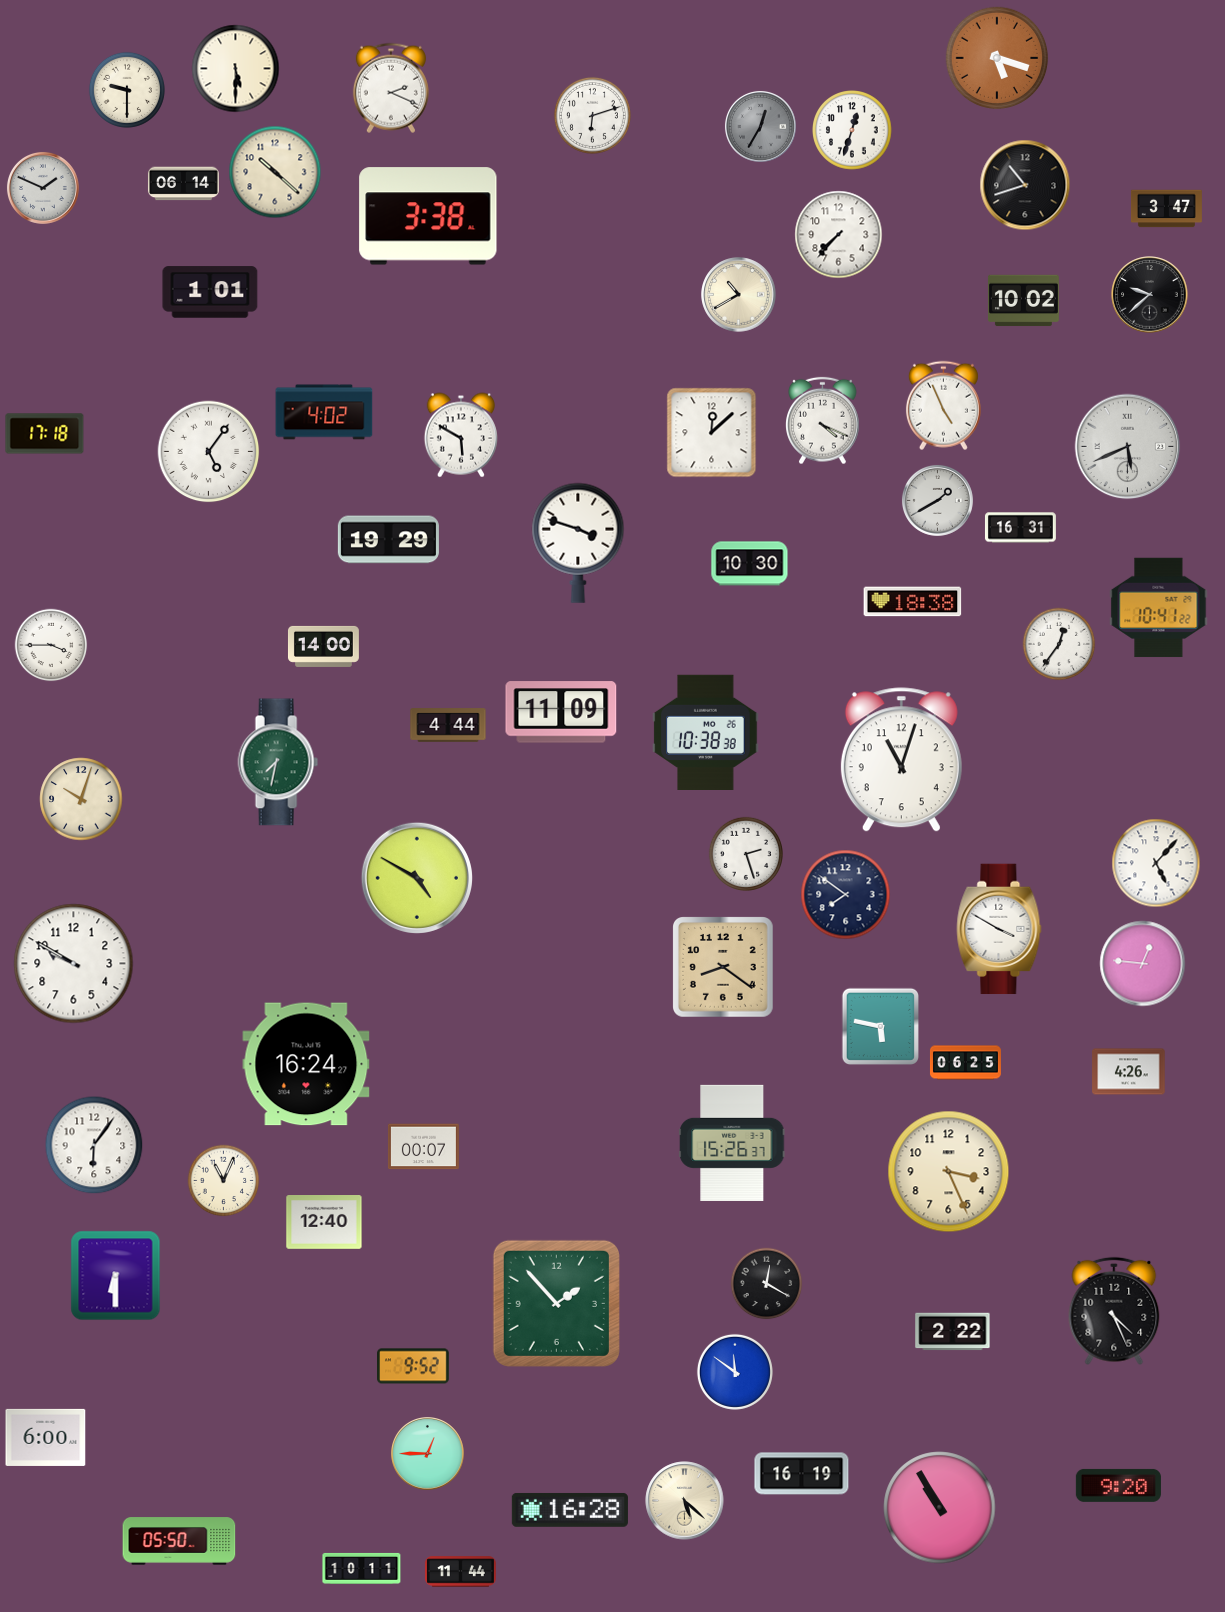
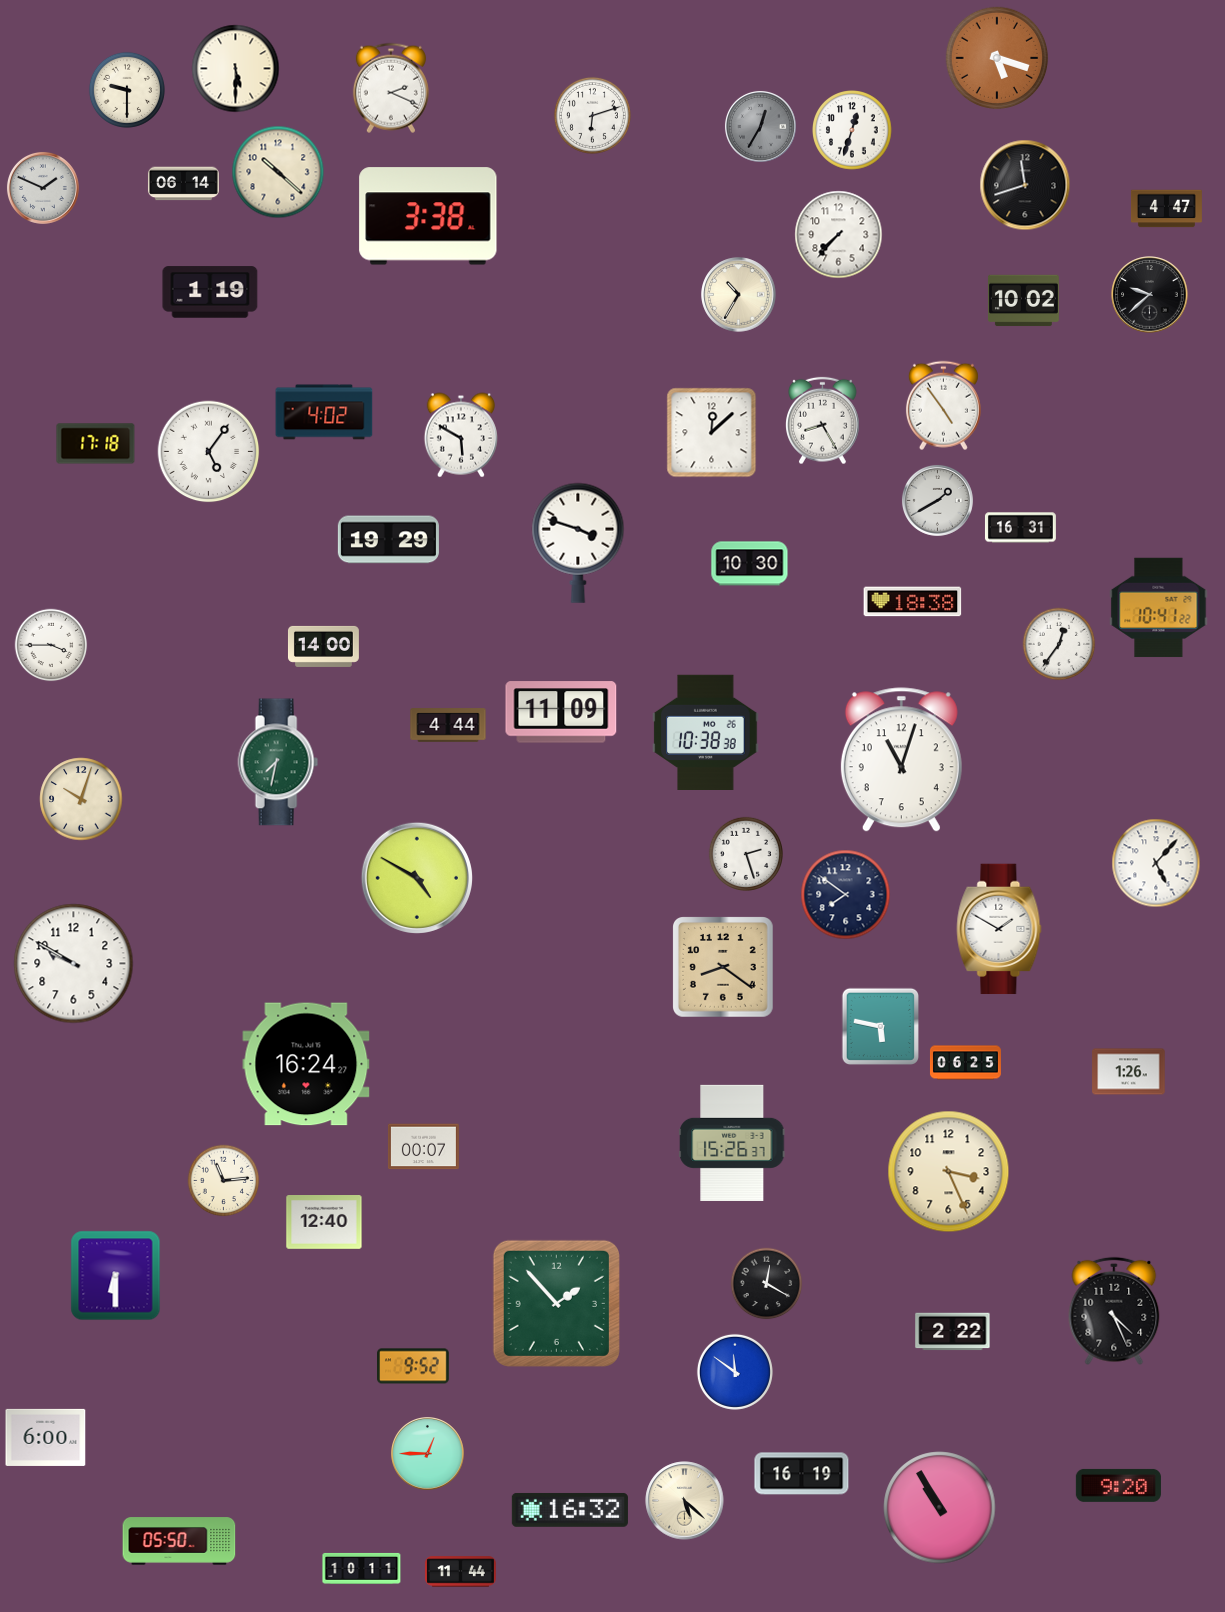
clock at (275, 172) position: (275, 172) -> (278, 172)
clock at (1025, 185): 10:42 -> 11:42
clock at (1166, 209): 3:47 -> 4:47
clock at (210, 292): 1:01 -> 1:19
clock at (739, 295): 10:40 -> 10:35
clock at (943, 406): 4:56 -> 4:54
clock at (823, 421): 4:19 -> 8:25
clock at (45, 434) position: (45, 434) -> (96, 444)
clock at (1128, 447): 5:41 -> none
clock at (999, 929): 3:50 -> 1:50
clock at (1143, 964): 12:46 -> none
clock at (1129, 1072): 4:26 -> 1:26
clock at (94, 1145): 6:06 -> none
clock at (224, 1181): 11:04 -> 11:14
clock at (570, 1510): 16:28 -> 16:32
